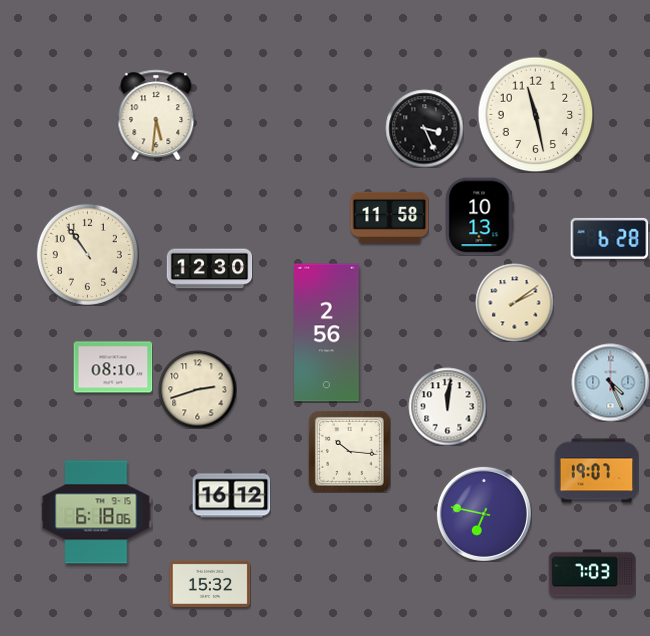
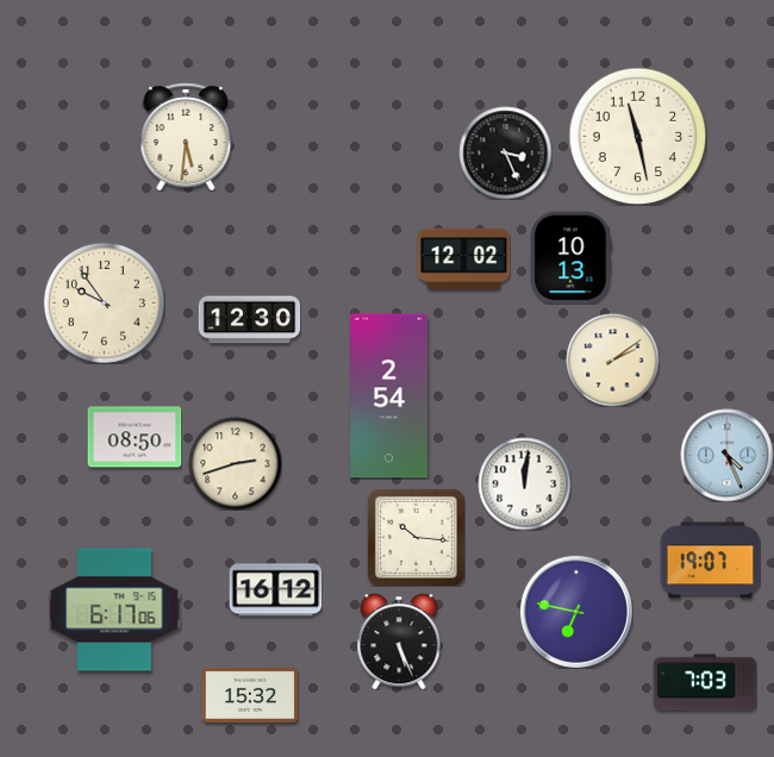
clock at (389, 217): 11:58 -> 12:02
clock at (609, 238): 6:28 -> none
clock at (87, 254): 10:54 -> 9:54
clock at (327, 333): 2:56 -> 2:54
clock at (113, 367): 08:10 -> 08:50
clock at (447, 406) position: (447, 406) -> (524, 483)
clock at (96, 512): 6:18 -> 6:17
clock at (399, 642): none -> 5:26
